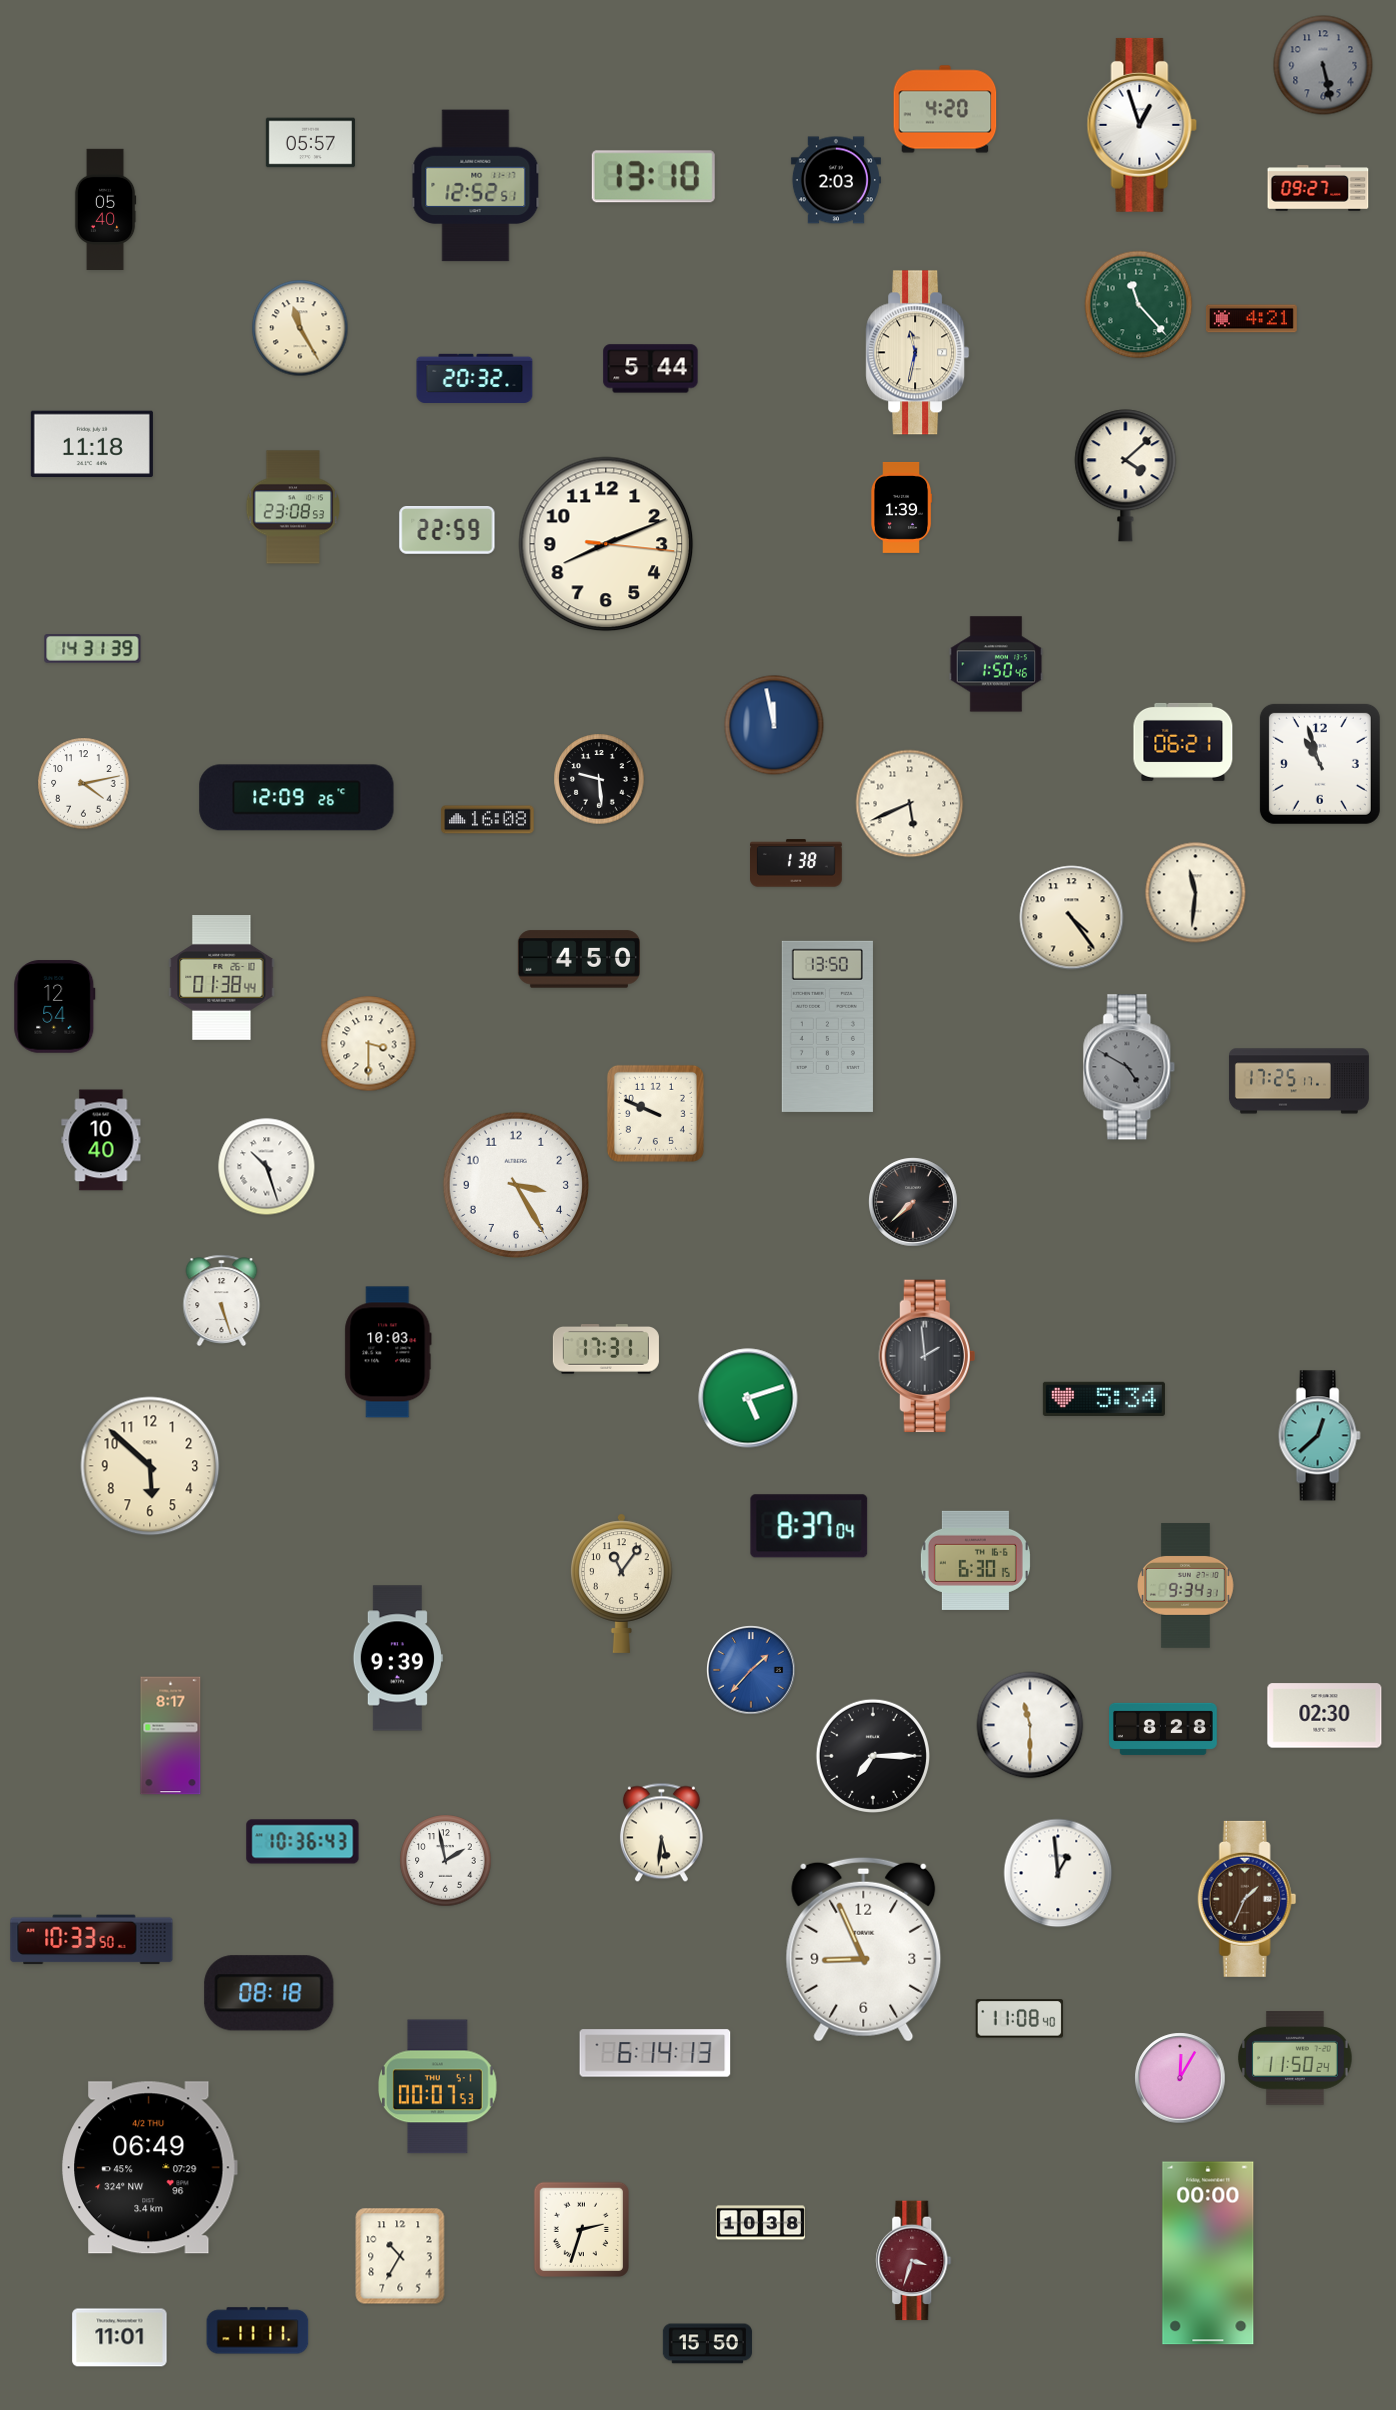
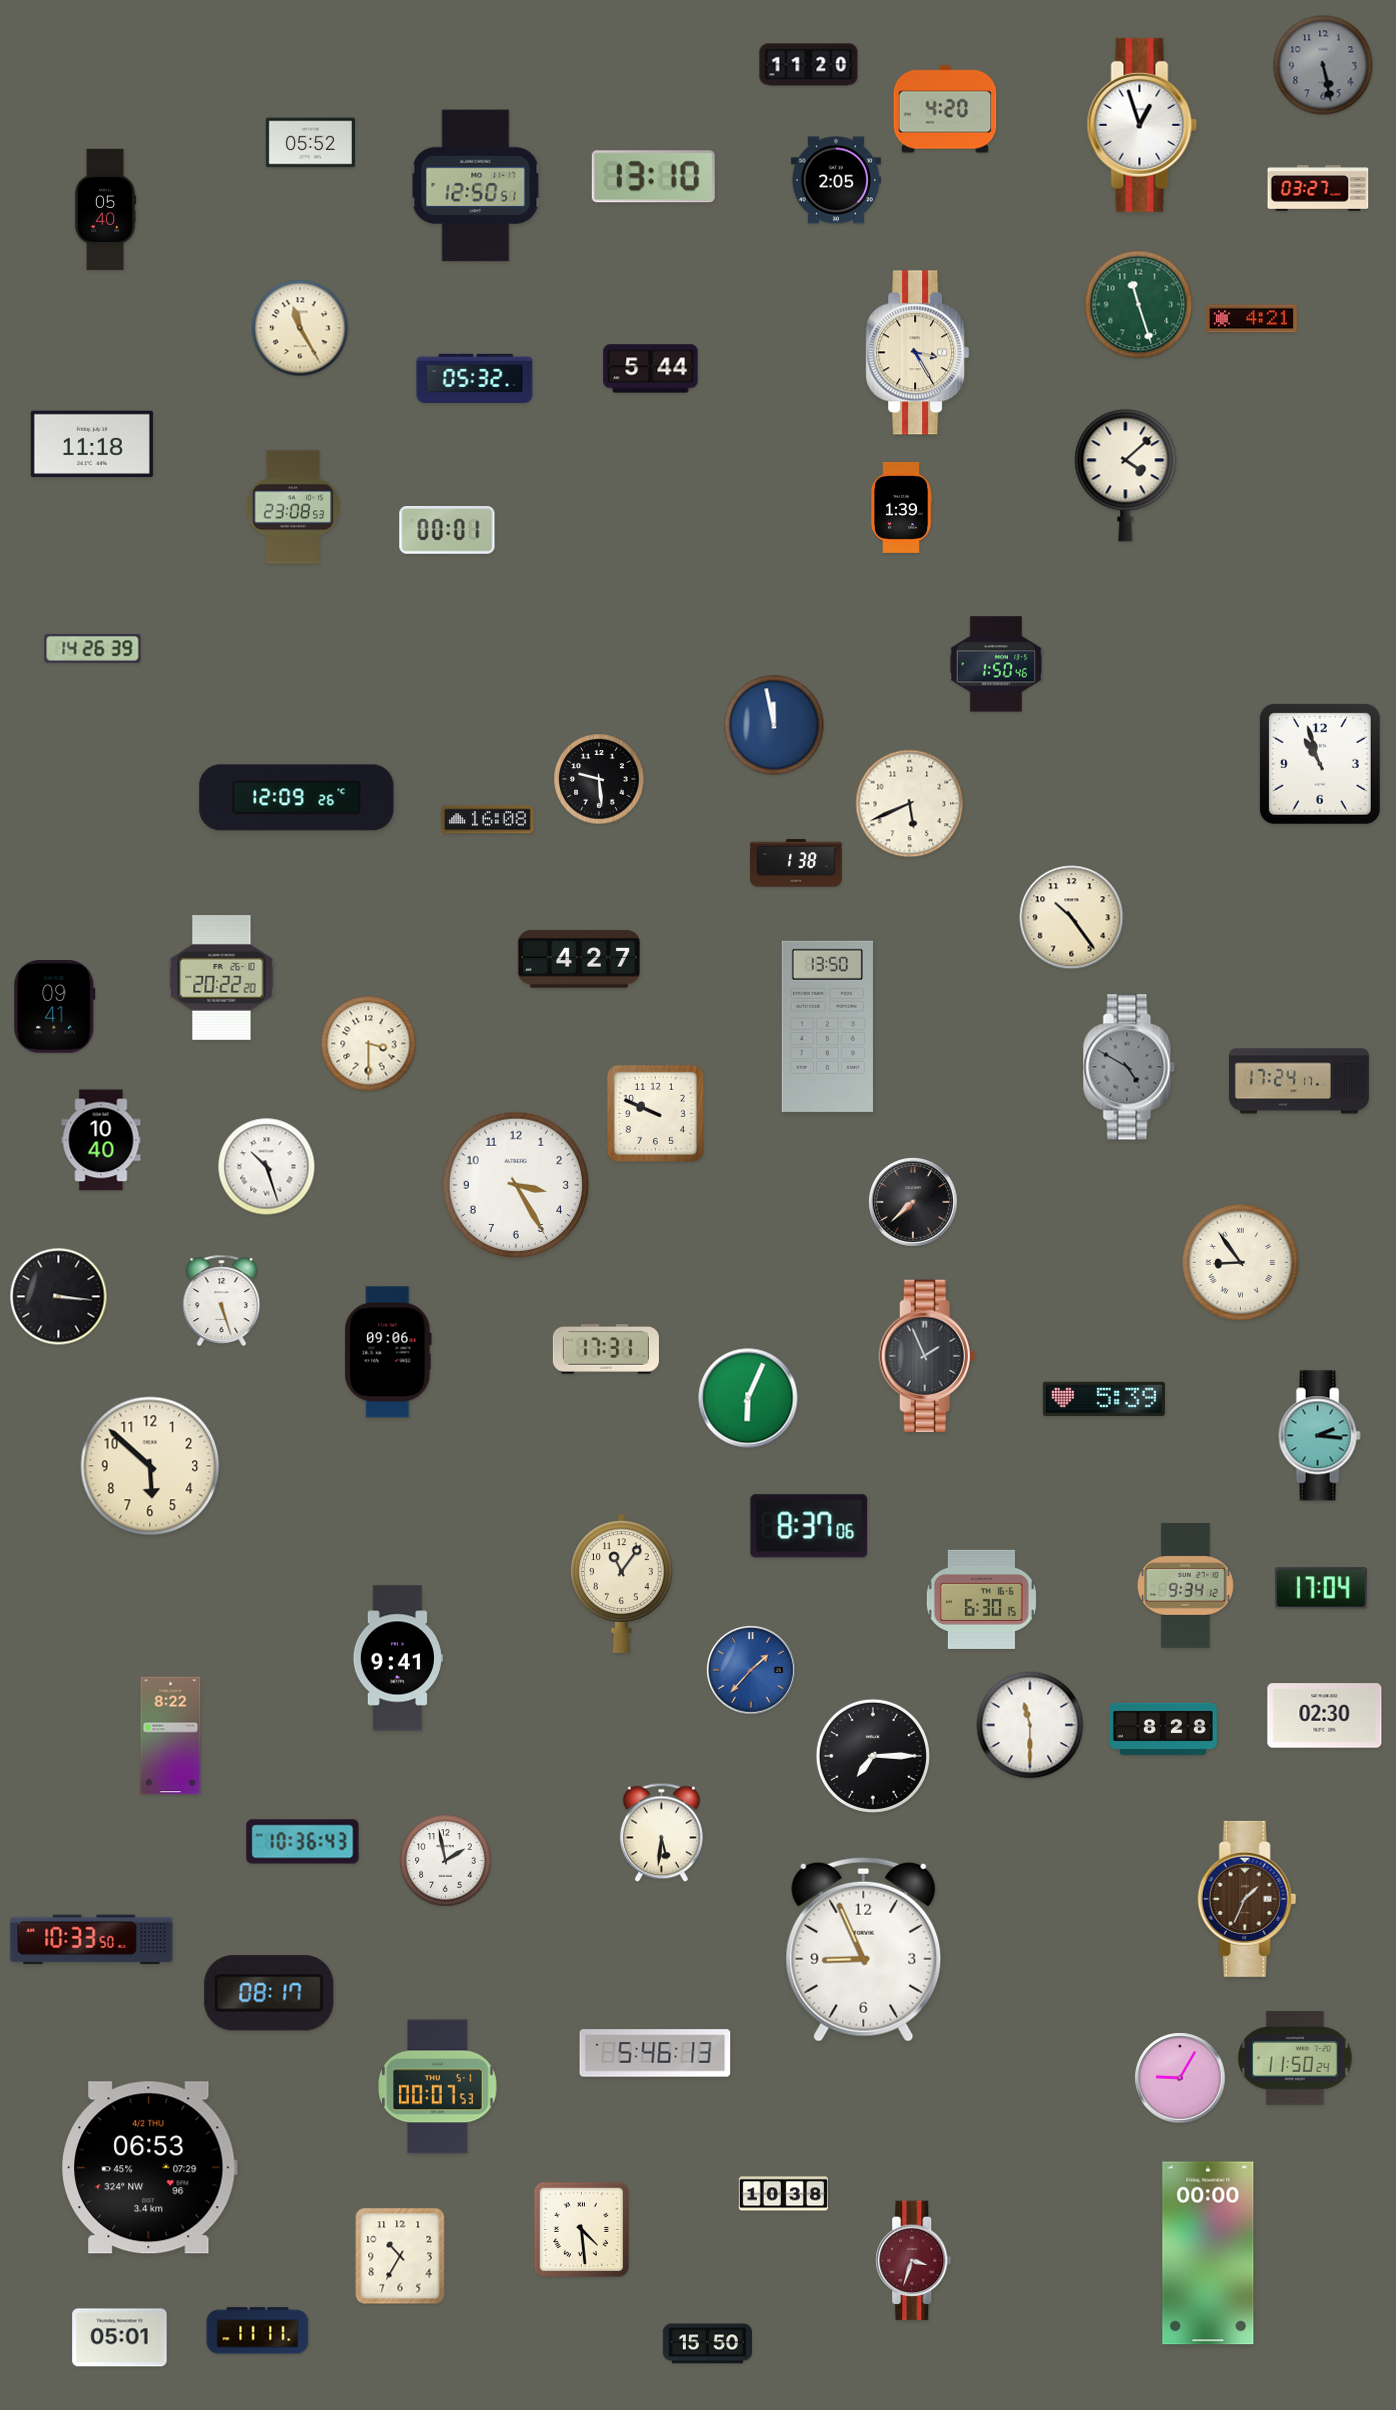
clock at (809, 65): none -> 11:20
clock at (310, 143): 05:57 -> 05:52
clock at (836, 180): 2:03 -> 2:05
clock at (476, 186): 12:52 -> 12:50
clock at (1318, 189): 09:27 -> 03:27
clock at (1139, 305): 11:23 -> 11:27
clock at (918, 353): 11:32 -> 3:25
clock at (475, 378): 20:32 -> 05:32
clock at (447, 531): 22:59 -> 00:01
clock at (606, 544): 8:11 -> none
clock at (93, 649): 14:31 -> 14:26
clock at (1183, 742): 06:21 -> none
clock at (84, 784): 4:13 -> none
clock at (1196, 893): 11:31 -> none
clock at (1072, 918): 4:24 -> 10:24
clock at (579, 959): 4:50 -> 4:27
clock at (222, 978): 01:38 -> 20:22
clock at (55, 1007): 12:54 -> 09:41
clock at (1299, 1081): 17:25 -> 17:24
clock at (1240, 1262): none -> 8:54
clock at (59, 1297): none -> 3:16
clock at (388, 1352): 10:03 -> 09:06
clock at (927, 1356): 1:59 -> 1:56
clock at (748, 1398): 5:12 -> 6:04
clock at (1104, 1398): 5:34 -> 5:39
clock at (1319, 1436): 12:38 -> 2:16
clock at (809, 1526): 8:37:04 -> 8:37:06
clock at (975, 1560) position: (975, 1560) -> (981, 1599)
clock at (1186, 1586): 9:34:31 -> 9:34:12
clock at (1321, 1588): none -> 17:04
clock at (398, 1658): 9:39 -> 9:41
clock at (171, 1736): 8:17 -> 8:22
clock at (1058, 1873): 12:59 -> none
clock at (269, 1993): 08:18 -> 08:17
clock at (1020, 2019): 11:08 -> none
clock at (655, 2053): 6:14 -> 5:46
clock at (1180, 2078): 12:05 -> 9:05
clock at (150, 2168): 06:49 -> 06:53
clock at (760, 2223) position: (760, 2223) -> (783, 2194)
clock at (581, 2229): 2:33 -> 4:29
clock at (120, 2338): 11:01 -> 05:01
